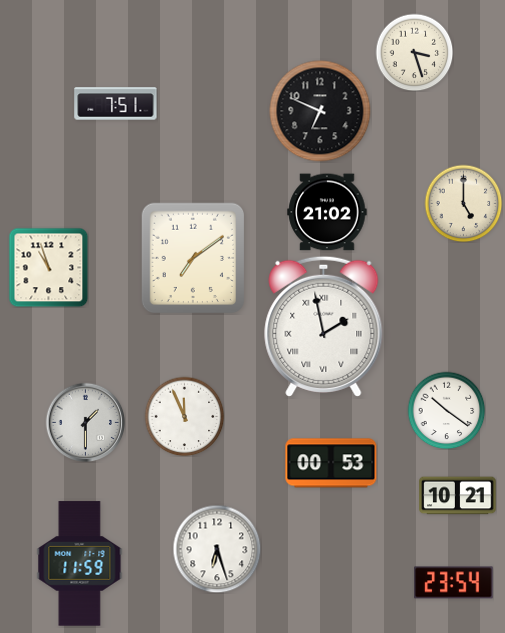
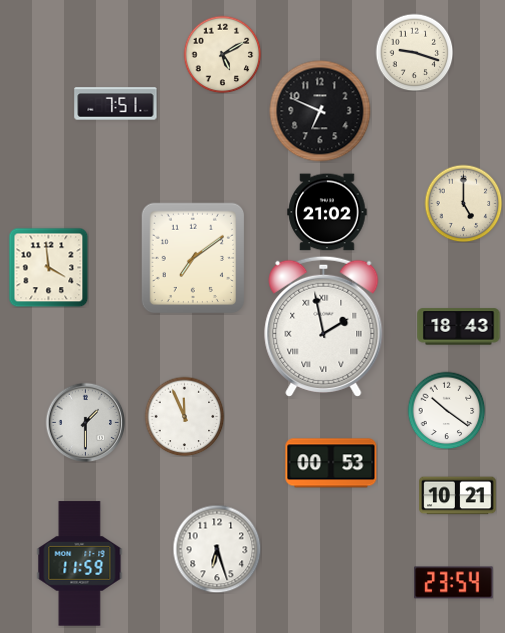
clock at (414, 52): 3:27 -> 9:18
clock at (222, 54): none -> 5:10
clock at (48, 267): 10:57 -> 3:59
clock at (459, 327): none -> 18:43
